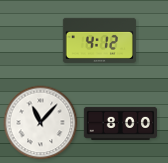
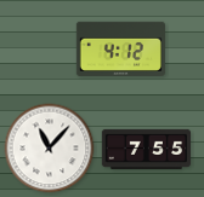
clock at (120, 123): 8:00 -> 7:55
